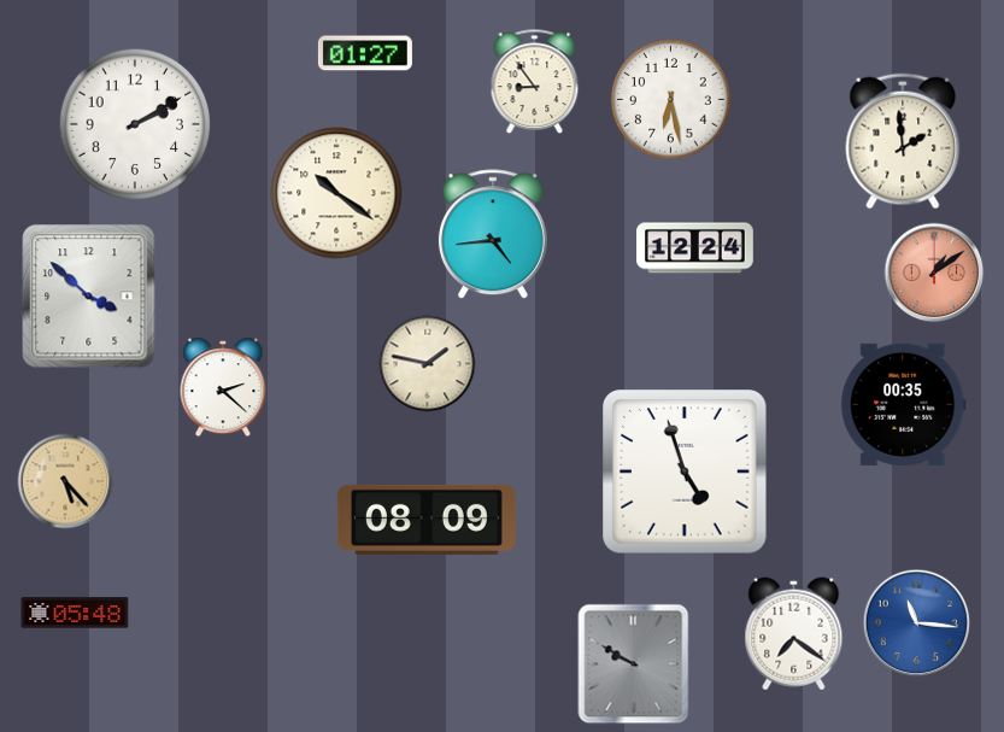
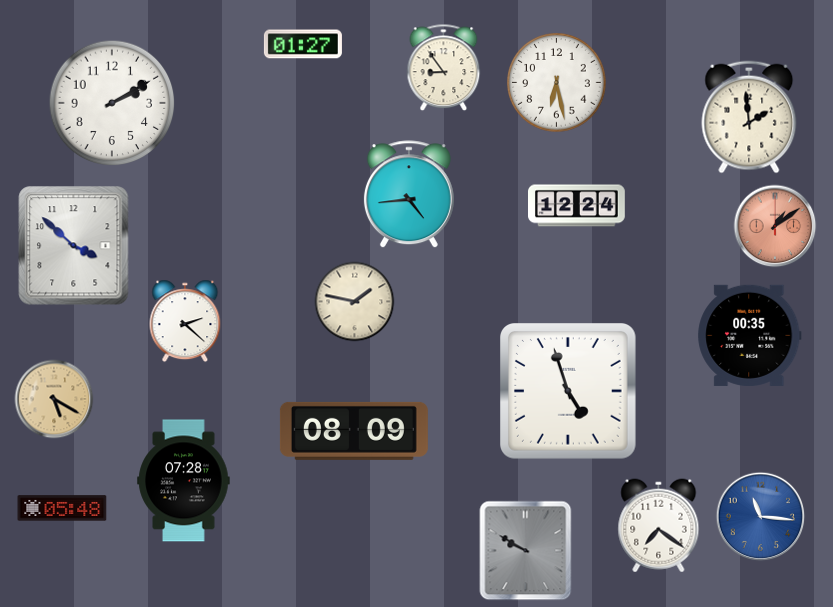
clock at (336, 193): 10:21 -> none
clock at (65, 481): 5:23 -> 5:20
clock at (184, 481): none -> 07:28
